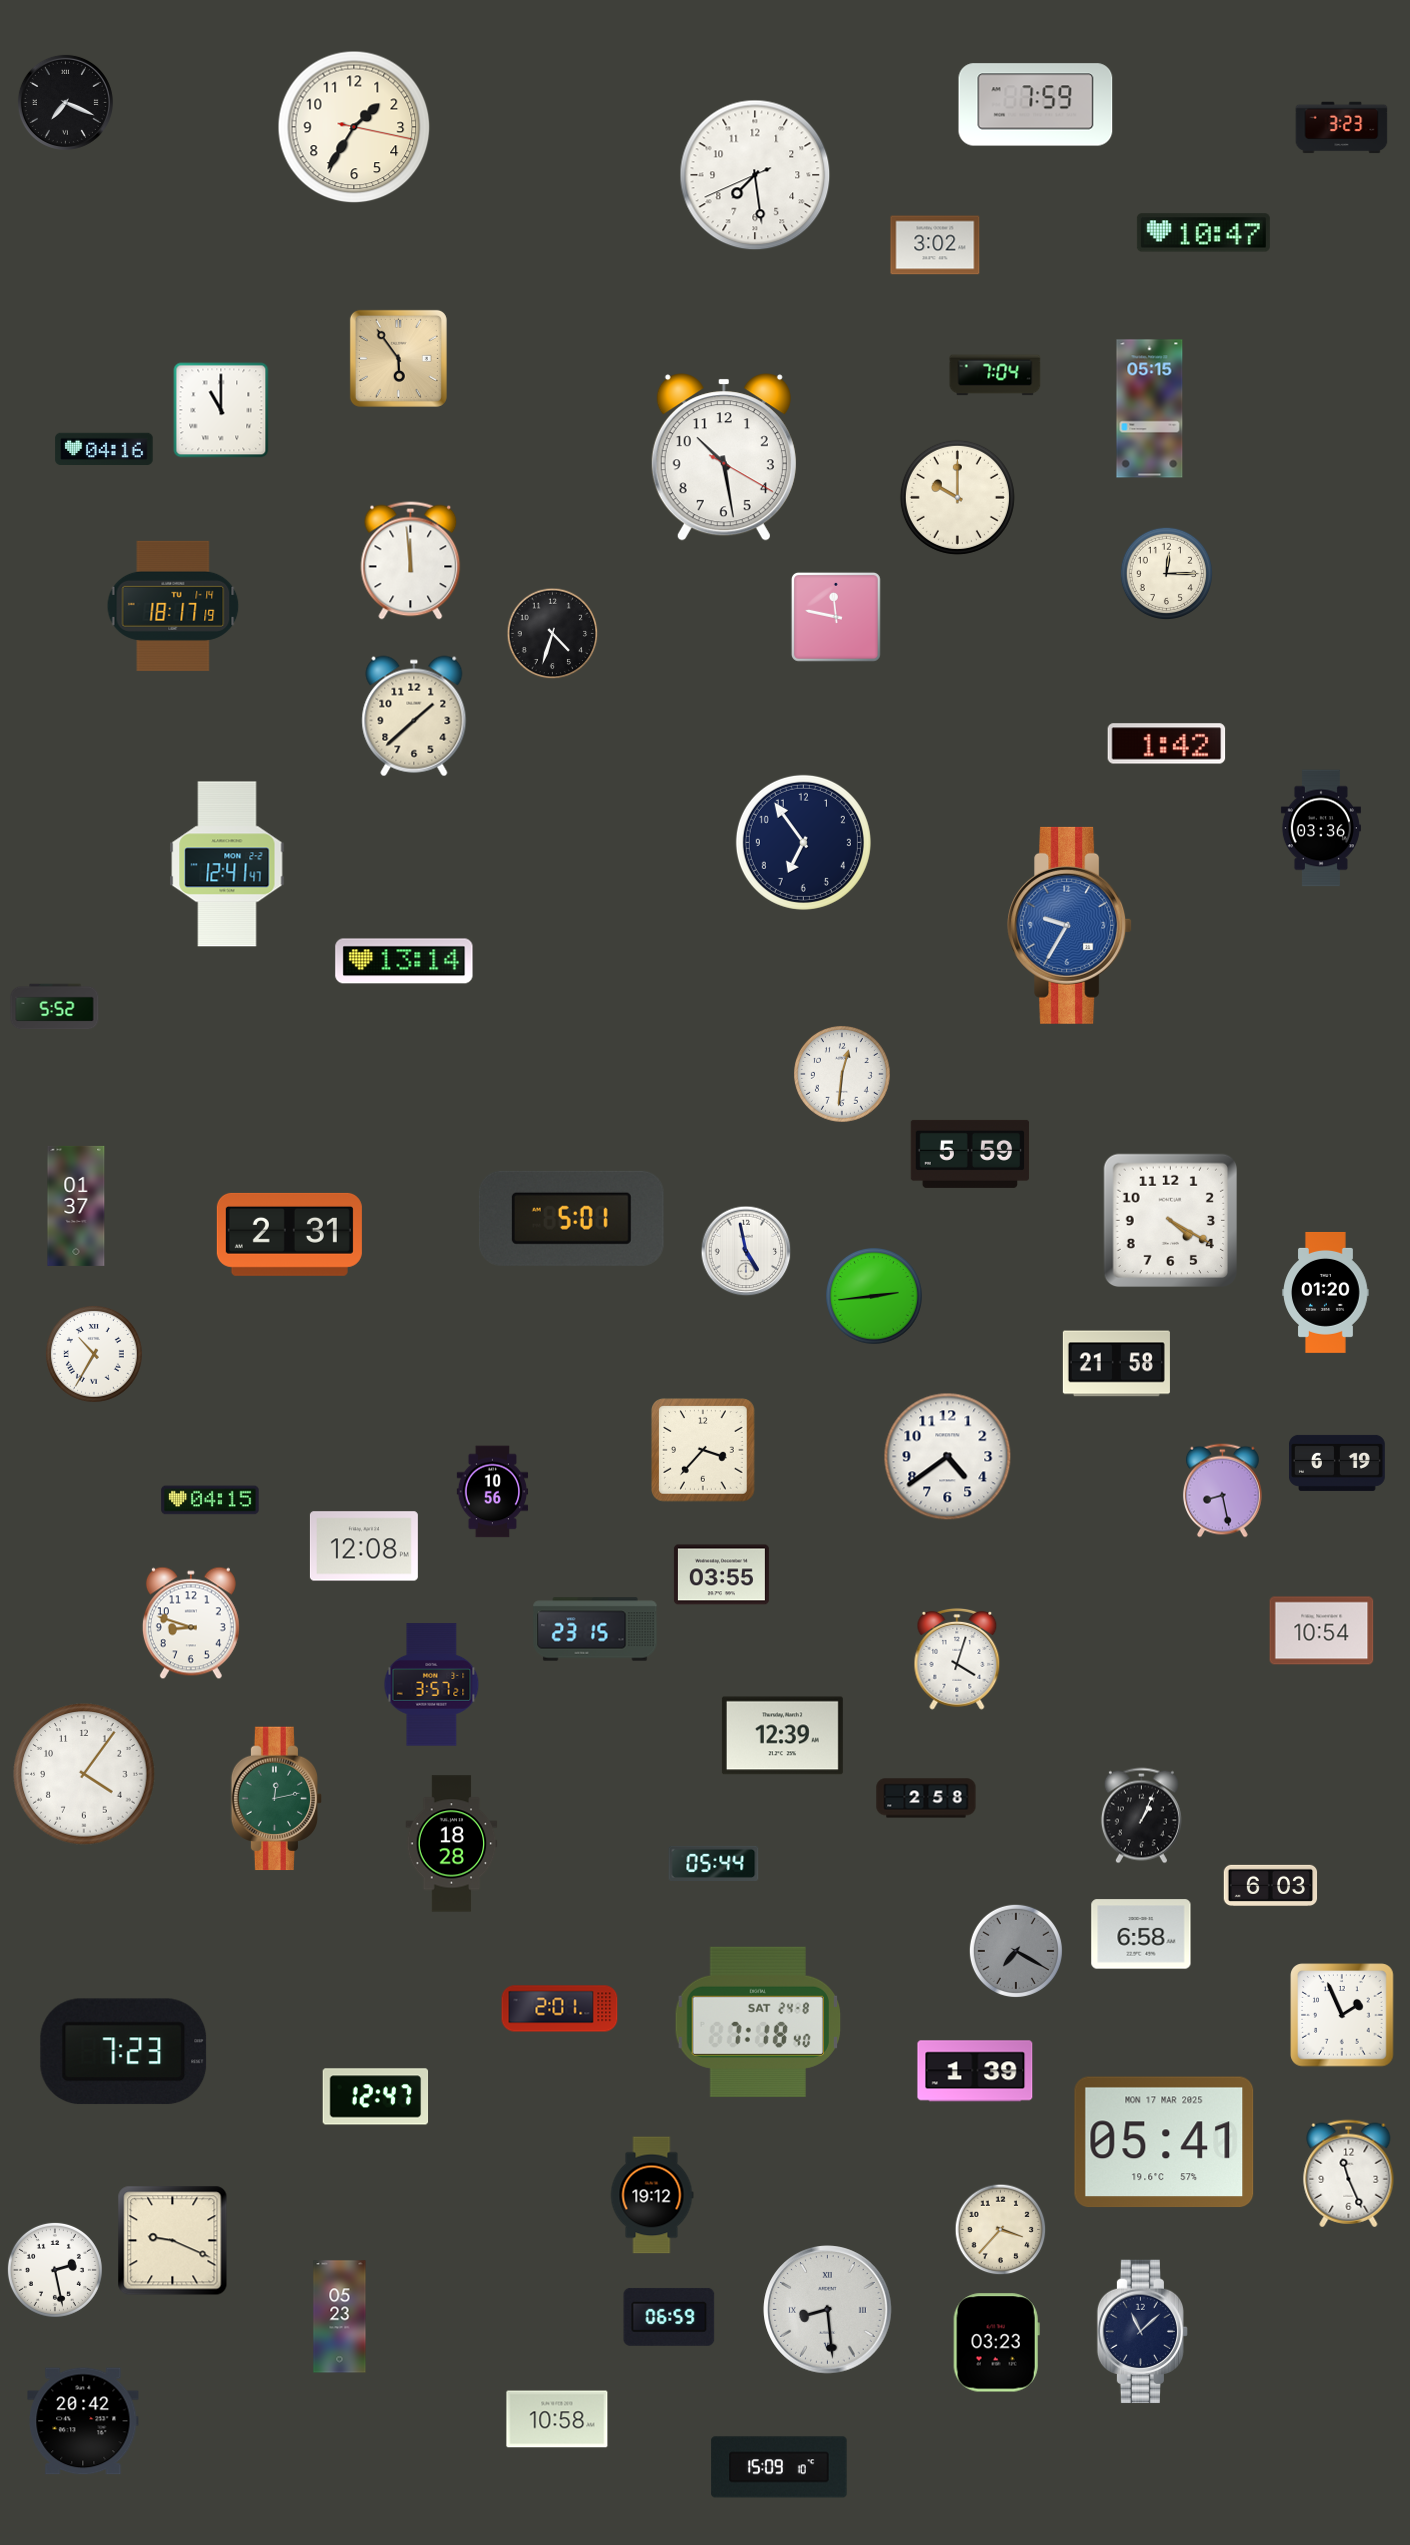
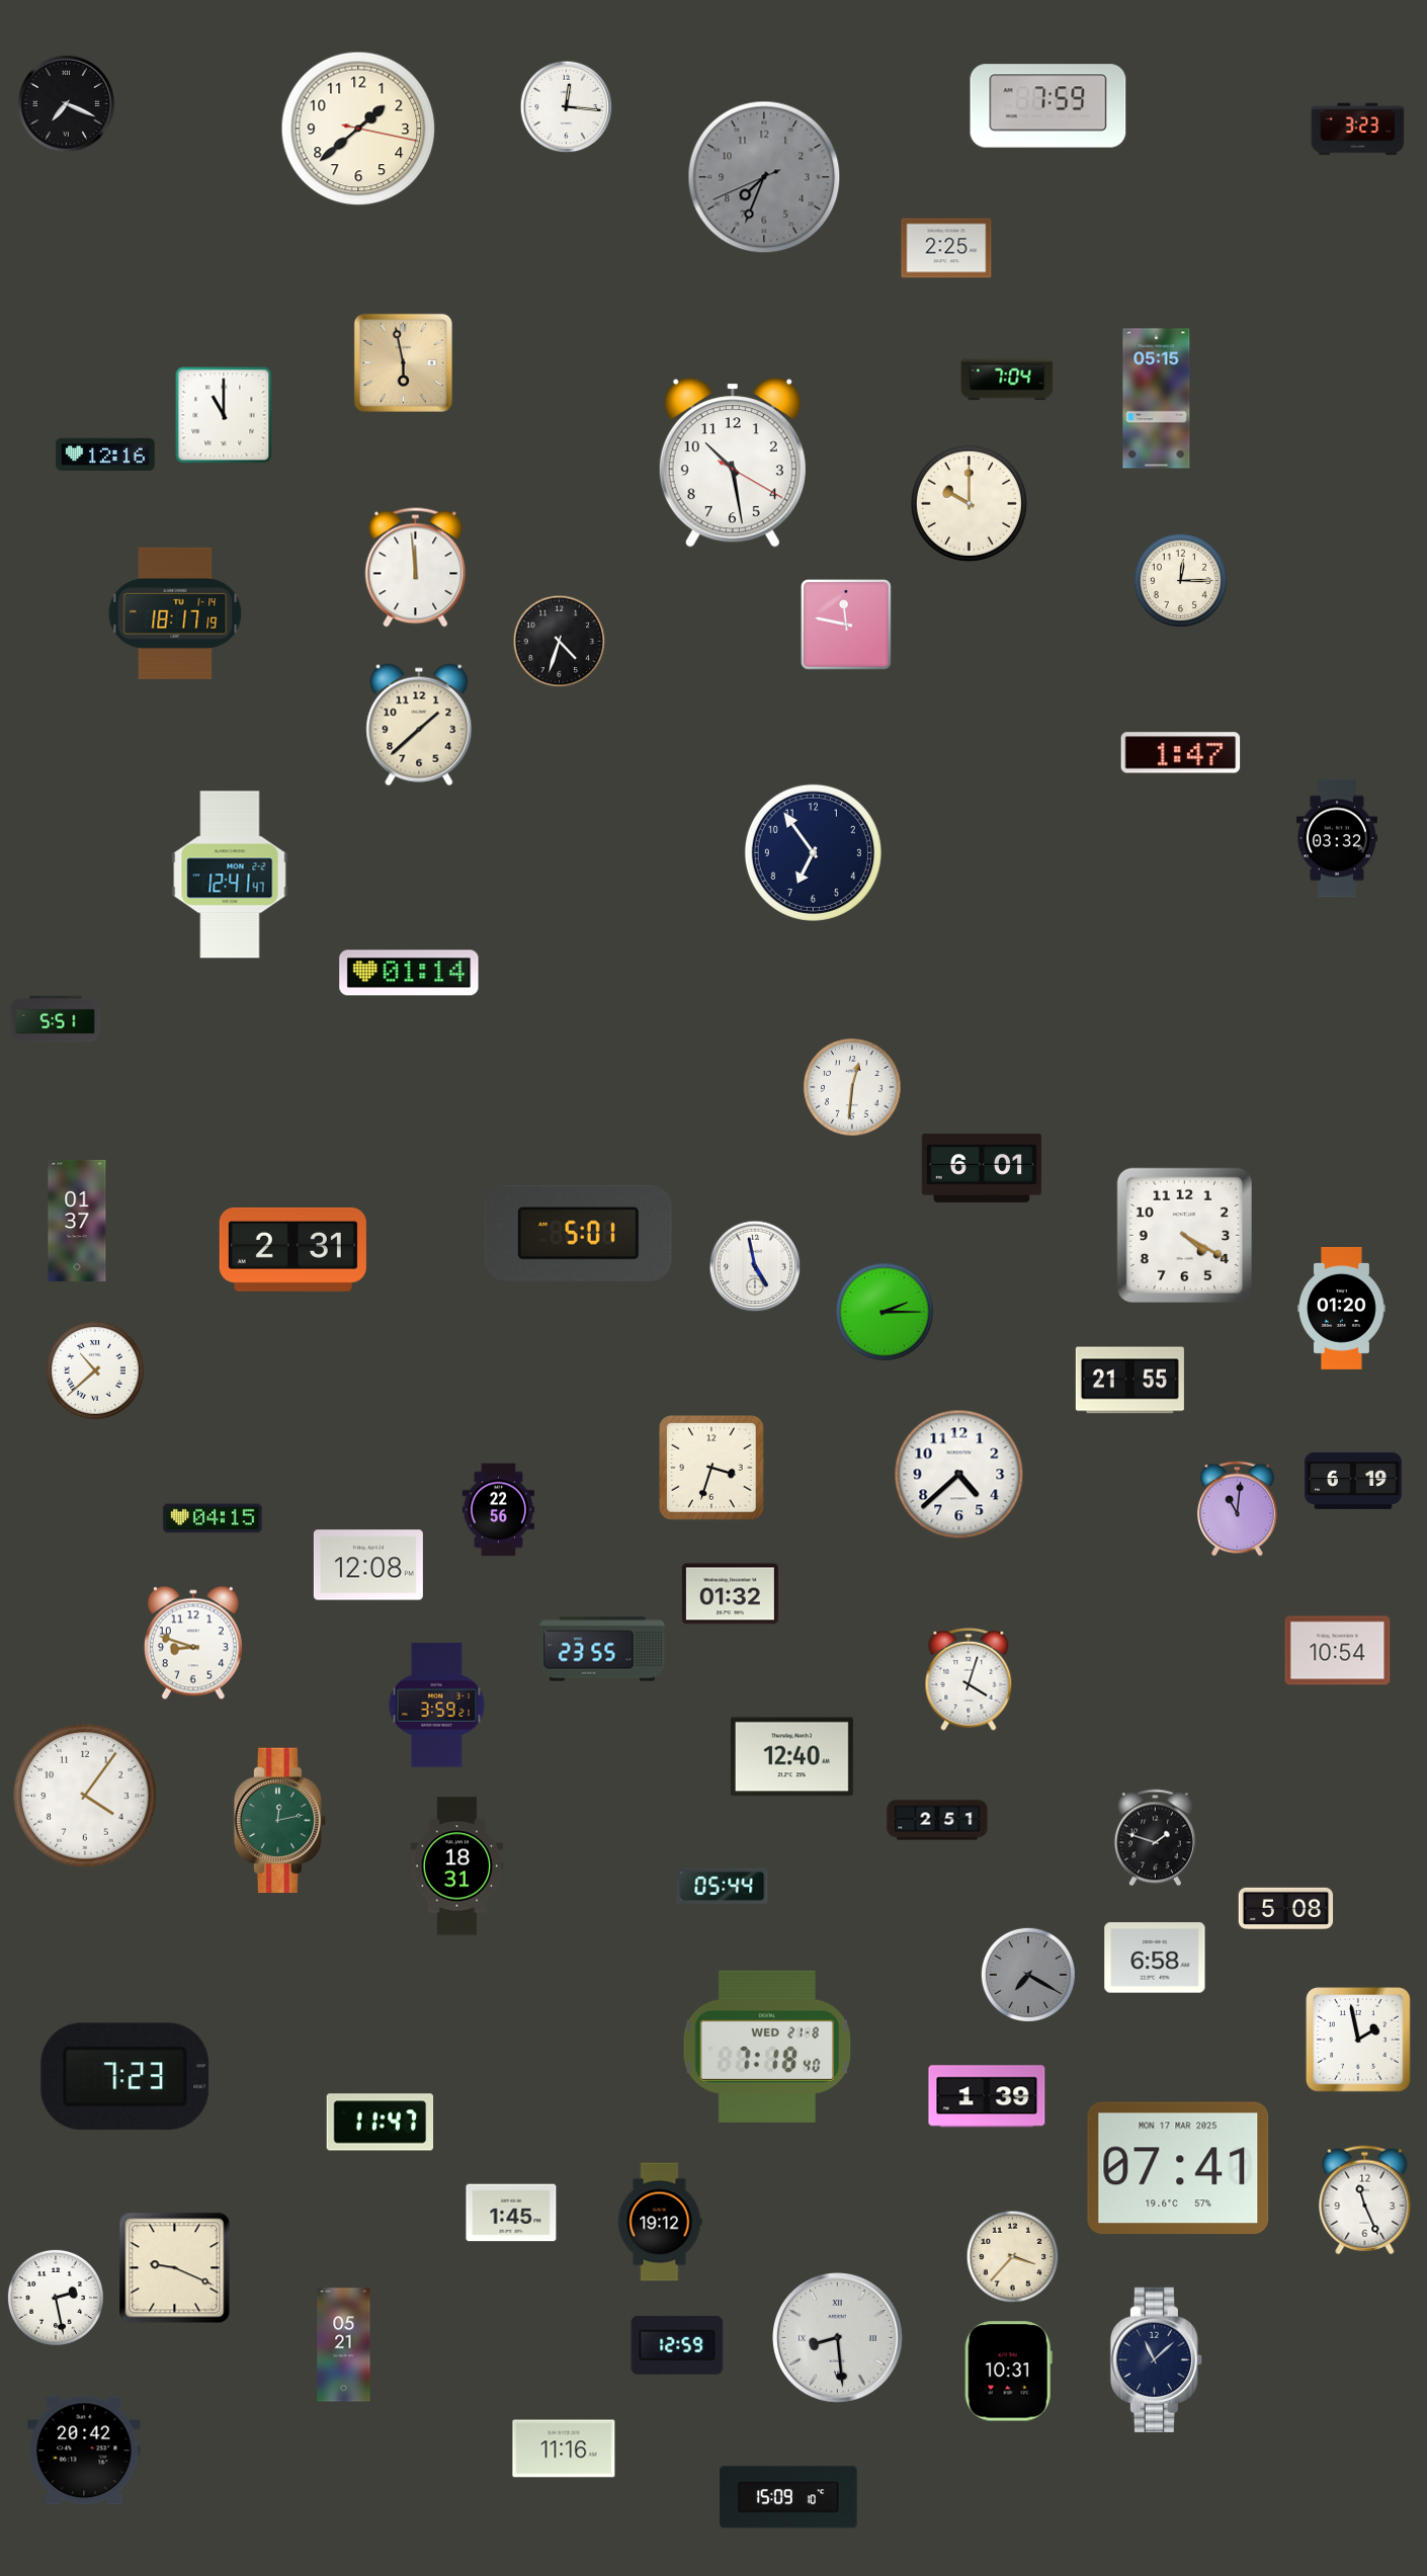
clock at (567, 107): none -> 12:16
clock at (354, 127): 1:35 -> 1:38
clock at (755, 175): 7:28 -> 7:33
clock at (755, 175) dial: white -> grey
clock at (1203, 233): 10:47 -> none
clock at (935, 245): 3:02 -> 2:25
clock at (398, 358): 5:54 -> 5:58
clock at (1150, 409) position: (1150, 409) -> (1157, 399)
clock at (104, 449): 04:16 -> 12:16
clock at (1167, 744): 1:42 -> 1:47
clock at (1321, 828): 03:36 -> 03:32
clock at (1070, 925): 9:35 -> none
clock at (404, 961): 13:14 -> 01:14
clock at (55, 1007): 5:52 -> 5:51
clock at (970, 1154): 5:59 -> 6:01
clock at (875, 1297): 2:44 -> 2:15
clock at (95, 1355): 10:35 -> 10:38
clock at (1116, 1364): 21:58 -> 21:55
clock at (703, 1450): 3:37 -> 3:33
clock at (948, 1457): 4:39 -> 4:38
clock at (1222, 1491): 8:28 -> 11:01
clock at (493, 1492): 10:56 -> 22:56
clock at (721, 1575): 03:55 -> 01:32
clock at (595, 1629): 23:15 -> 23:55
clock at (432, 1685): 3:57 -> 3:59
clock at (782, 1736): 12:39 -> 12:40
clock at (926, 1798): 2:58 -> 2:51
clock at (1141, 1816): 1:04 -> 1:48
clock at (452, 1844): 18:28 -> 18:31
clock at (1271, 1885): 6:03 -> 5:08
clock at (560, 2009): 2:01 -> none
clock at (1342, 2015): 1:56 -> 1:58
clock at (757, 2022) date: SAT 24-8 -> WED 21-8
clock at (376, 2097): 12:47 -> 11:47
clock at (1164, 2142): 05:41 -> 07:41
clock at (511, 2213): none -> 1:45
clock at (340, 2317): 05:23 -> 05:21
clock at (669, 2317): 06:59 -> 12:59
clock at (996, 2343): 03:23 -> 10:31
clock at (557, 2419): 10:58 -> 11:16
